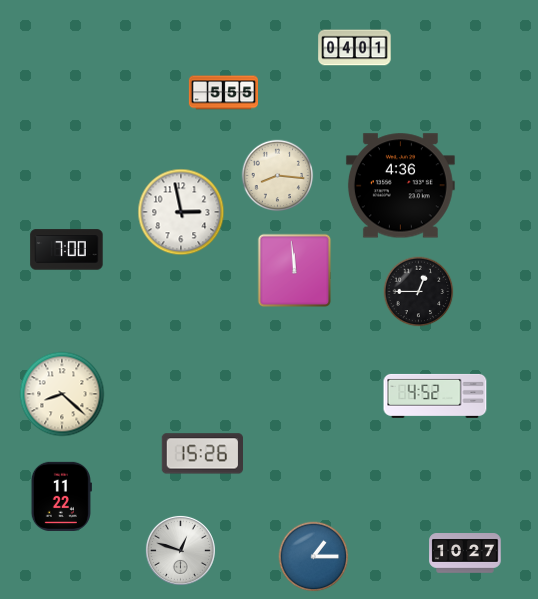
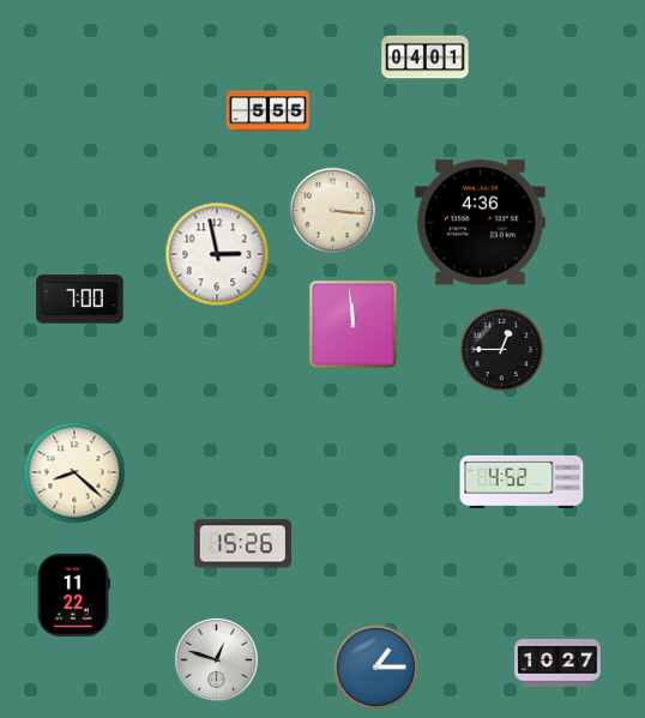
clock at (278, 176): 8:16 -> 3:16
clock at (435, 396) position: (435, 396) -> (522, 482)
